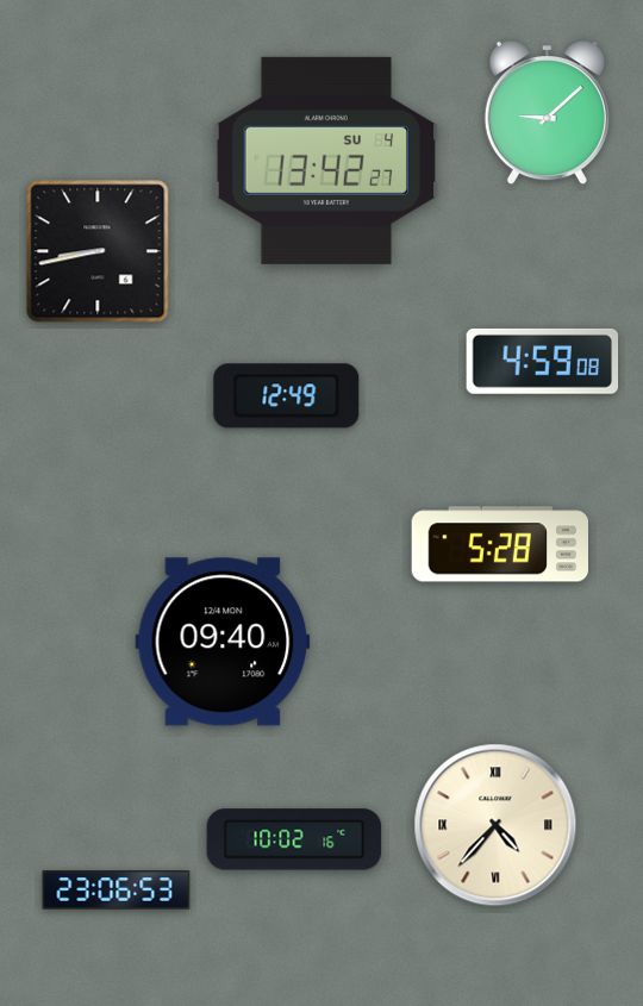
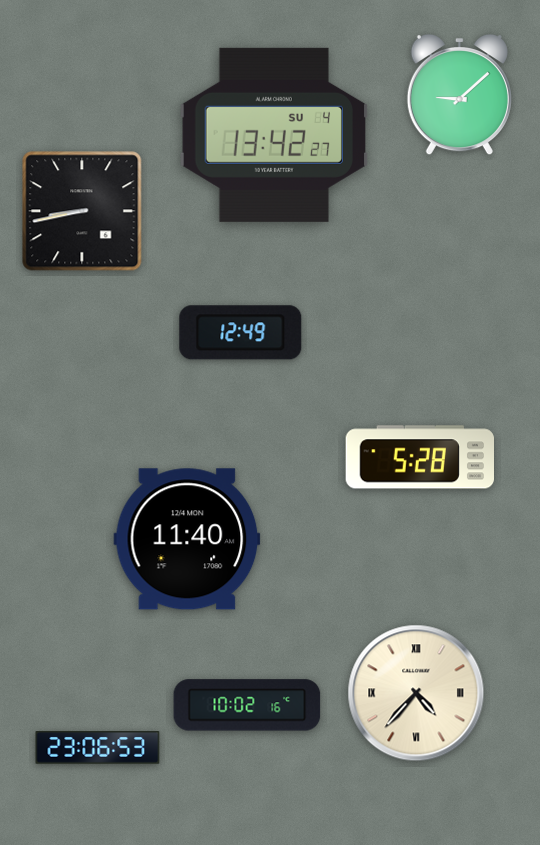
clock at (543, 361): 4:59 -> none
clock at (223, 642): 09:40 -> 11:40
